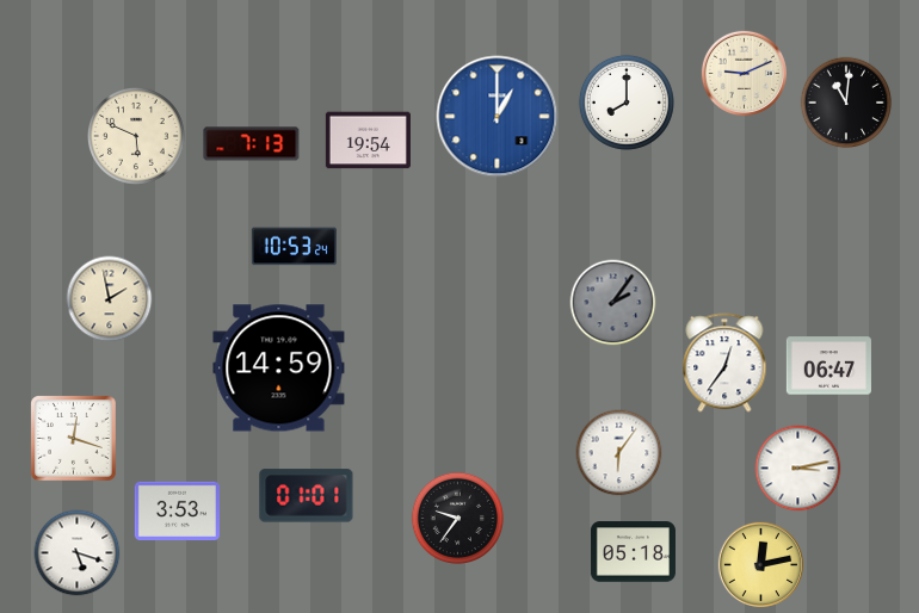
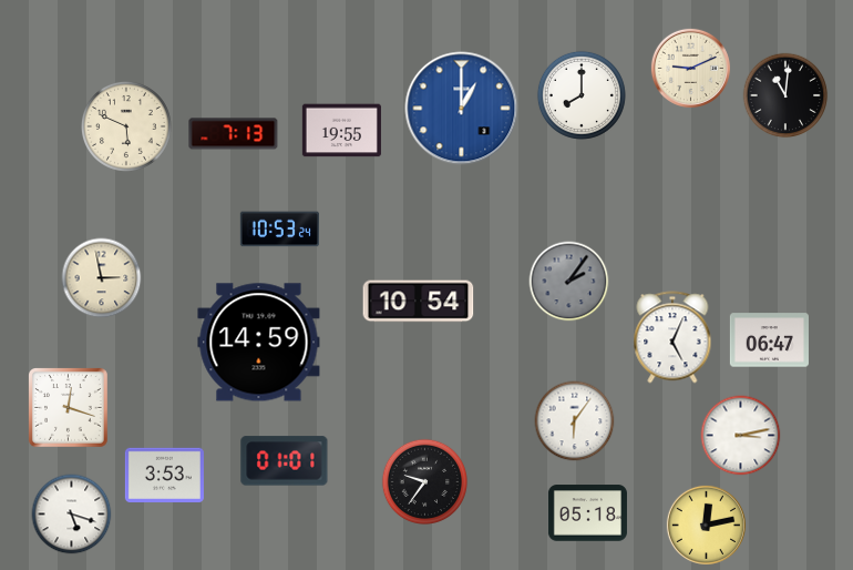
clock at (368, 141): 19:54 -> 19:55
clock at (294, 247) position: (294, 247) -> (279, 230)
clock at (110, 299): 1:58 -> 2:58
clock at (419, 302): none -> 10:54
clock at (724, 363): 12:36 -> 5:04
